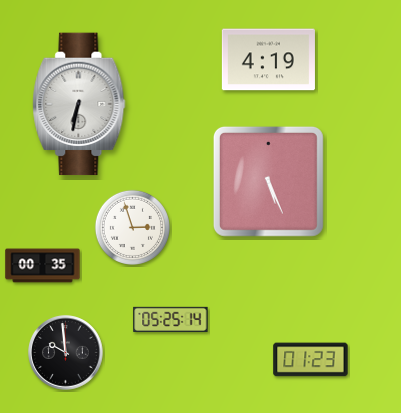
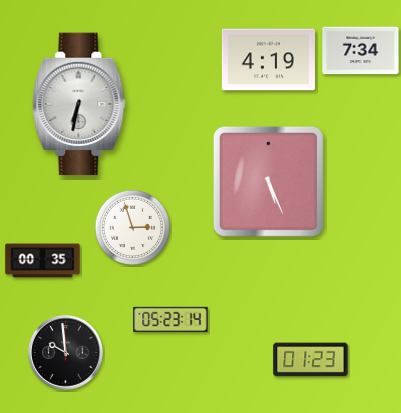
clock at (361, 51): none -> 7:34
clock at (43, 266) position: (43, 266) -> (43, 261)
clock at (171, 319): 05:25 -> 05:23
